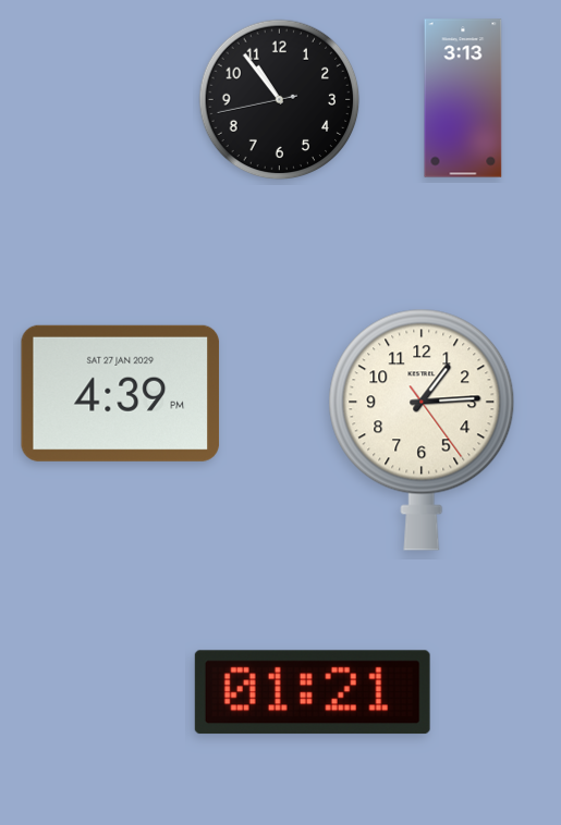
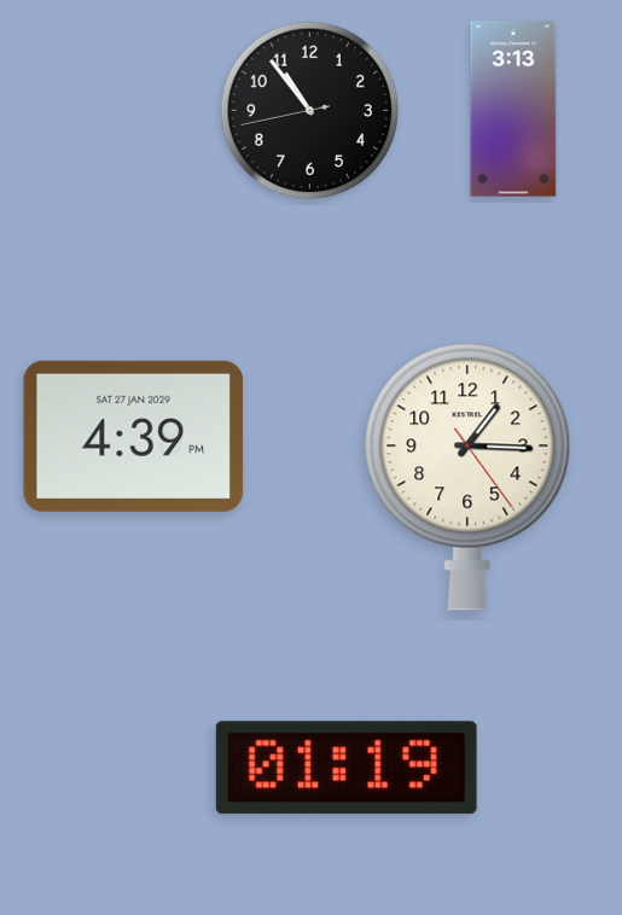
clock at (422, 430): 1:14 -> 1:15
clock at (313, 692): 01:21 -> 01:19
